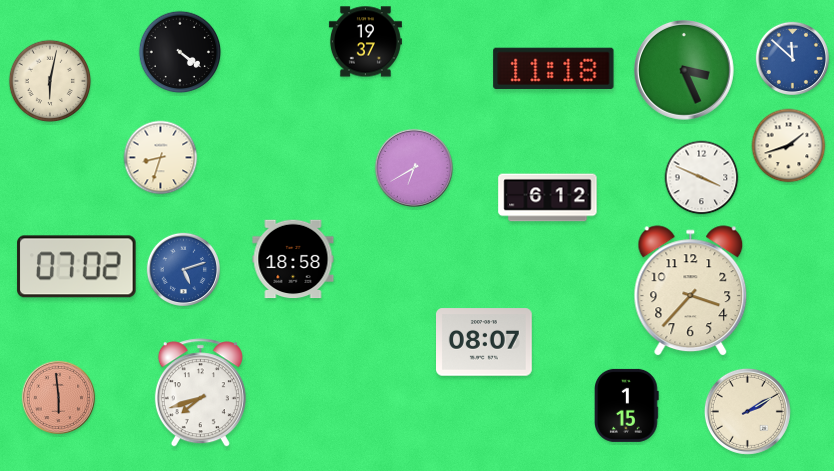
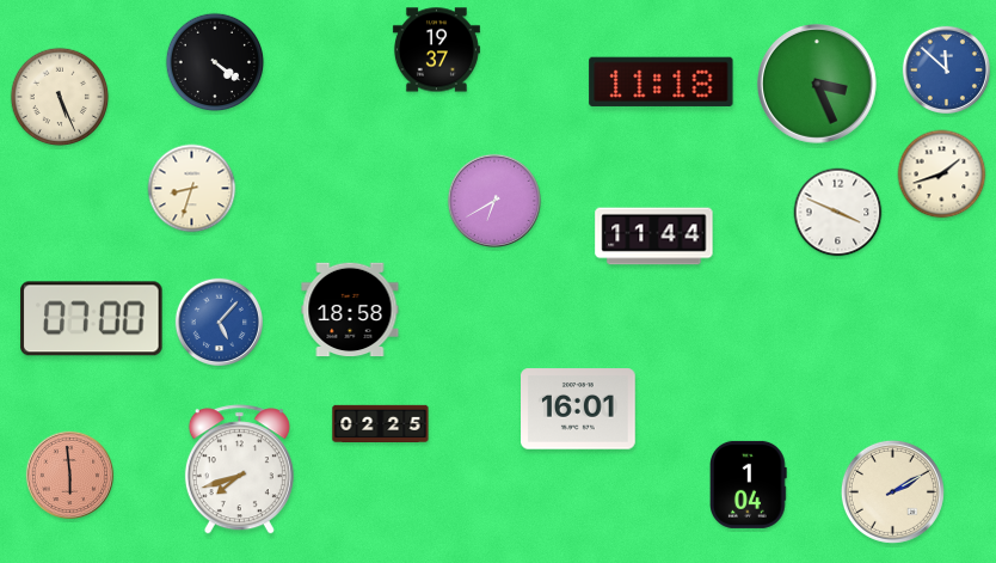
clock at (50, 81): 6:02 -> 5:26
clock at (548, 198): 6:12 -> 11:44
clock at (77, 267): 07:02 -> 07:00
clock at (183, 269): 5:12 -> 5:07
clock at (691, 291): 3:37 -> none
clock at (485, 342): 08:07 -> 16:01
clock at (381, 424): none -> 02:25
clock at (627, 405): 1:15 -> 1:04
